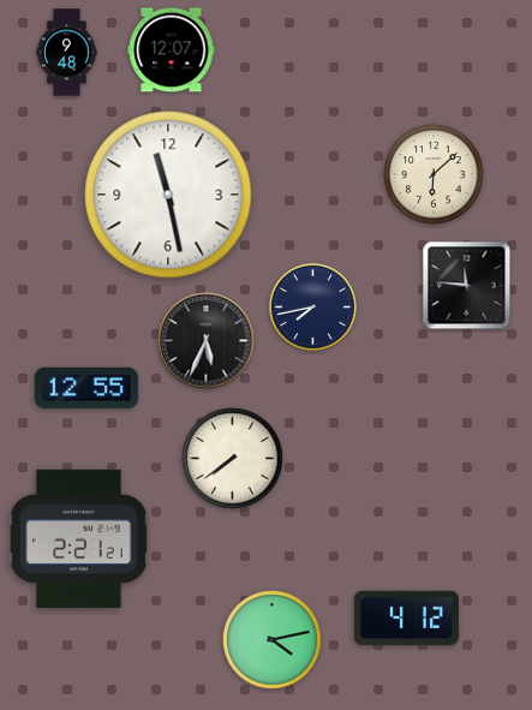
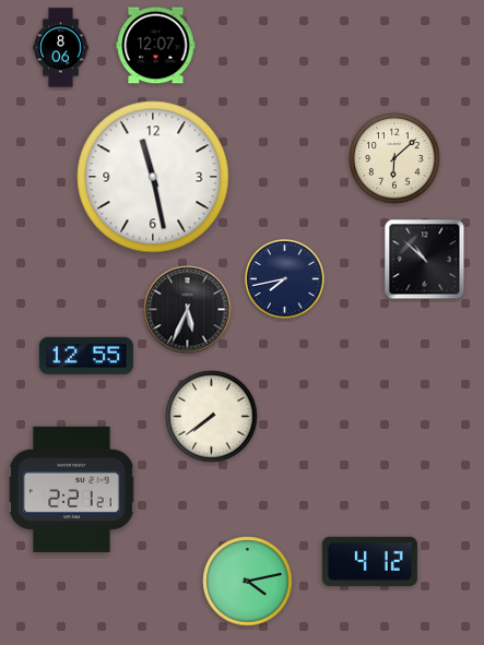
clock at (67, 53): 9:48 -> 8:06
clock at (467, 286): 11:46 -> 10:52
clock at (86, 388) position: (86, 388) -> (86, 356)
